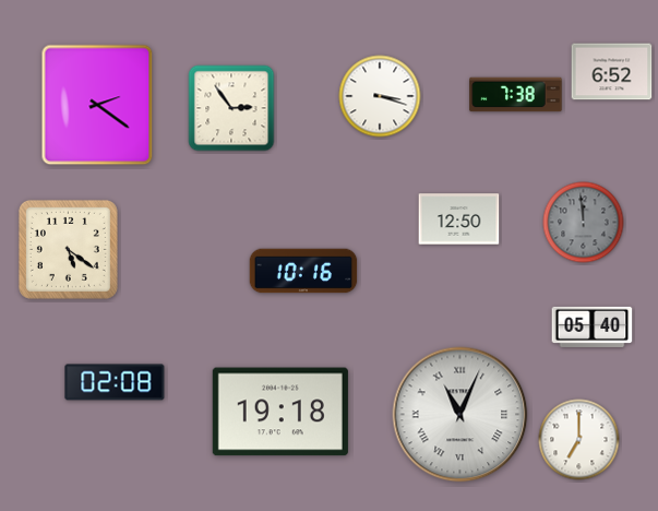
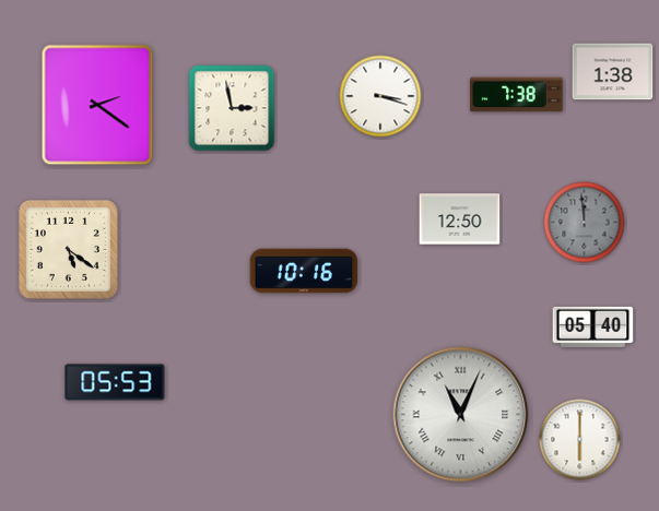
clock at (612, 72): 6:52 -> 1:38
clock at (231, 108): 2:54 -> 2:58
clock at (115, 382): 02:08 -> 05:53
clock at (280, 412): 19:18 -> none
clock at (579, 440): 7:00 -> 6:00
